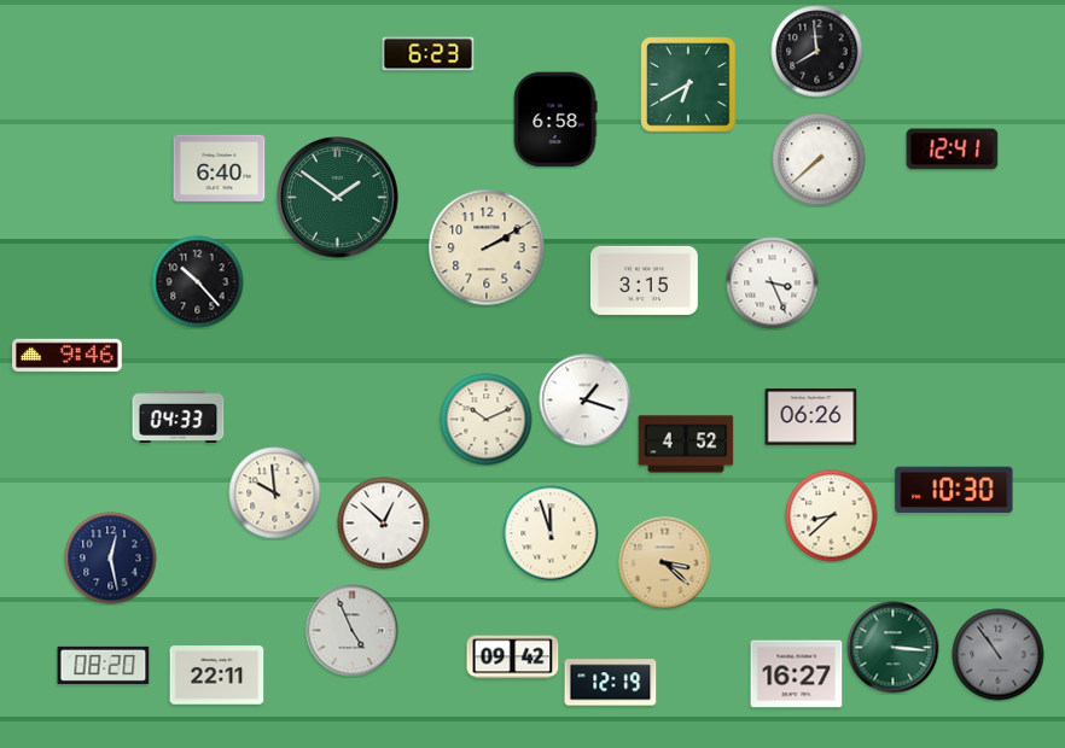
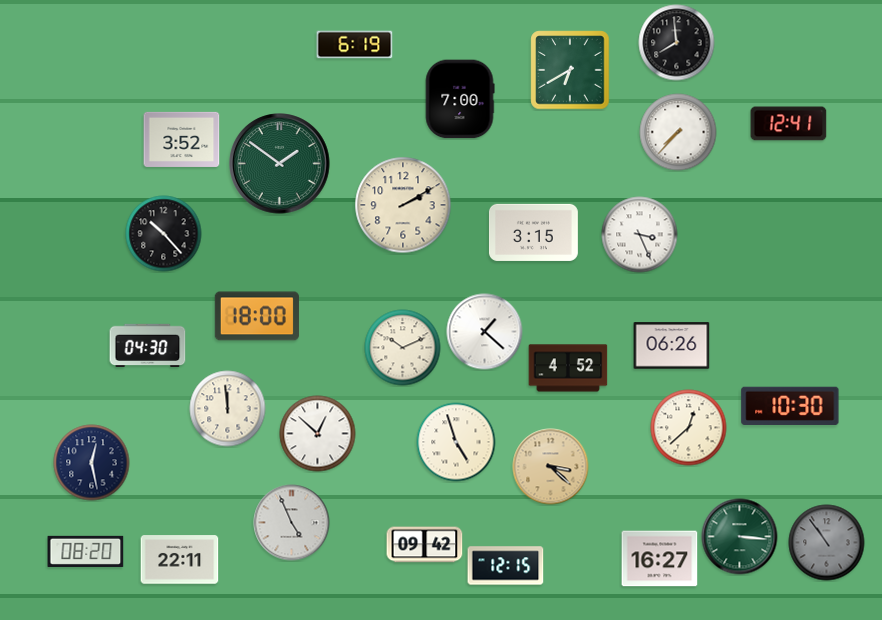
clock at (429, 54): 6:23 -> 6:19
clock at (555, 119): 6:58 -> 7:00
clock at (819, 159): 7:38 -> 7:37
clock at (220, 168): 6:40 -> 3:52
clock at (68, 355): 9:46 -> none
clock at (257, 316): none -> 18:00
clock at (586, 401): 1:18 -> 1:22
clock at (179, 416): 04:33 -> 04:30
clock at (275, 493): 9:59 -> 11:59
clock at (832, 516): 8:38 -> 12:38
clock at (551, 533): 11:57 -> 4:57
clock at (611, 683): 12:19 -> 12:15
